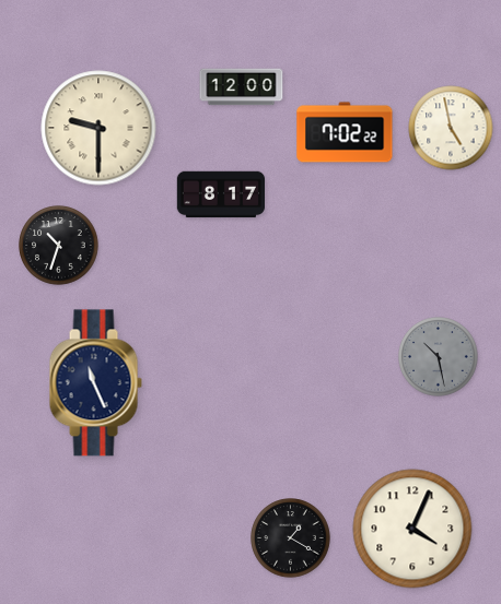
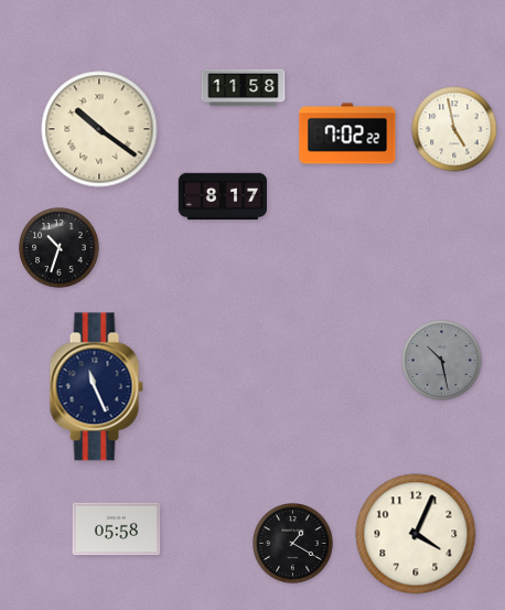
clock at (242, 87): 12:00 -> 11:58
clock at (98, 128): 9:30 -> 10:21
clock at (117, 529): none -> 05:58
